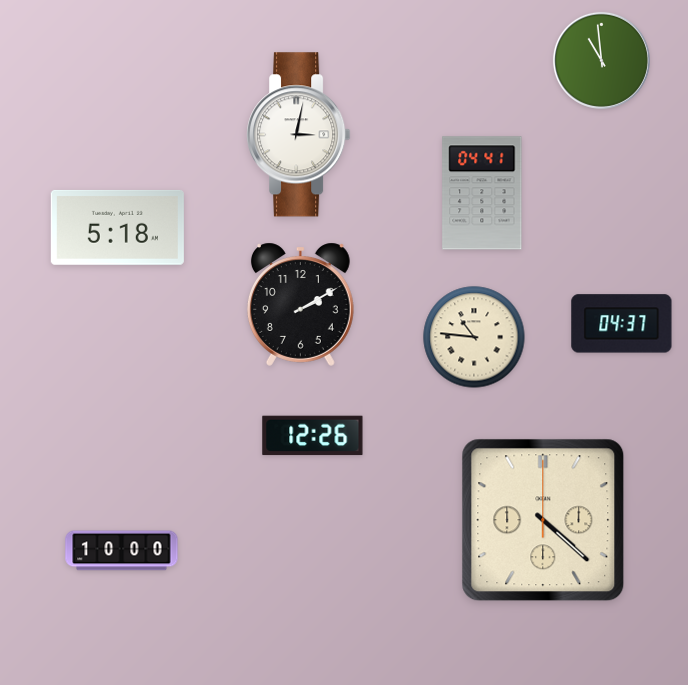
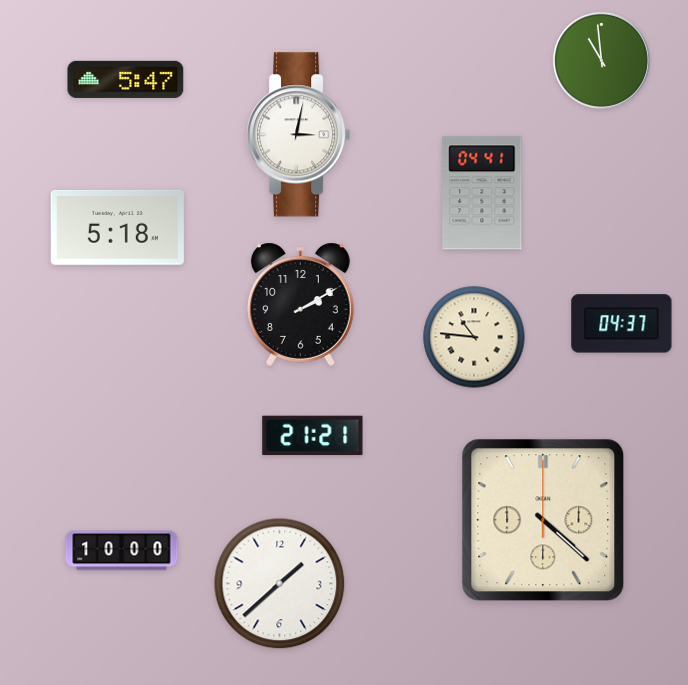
clock at (126, 79): none -> 5:47
clock at (313, 436): 12:26 -> 21:21
clock at (280, 584): none -> 1:38
